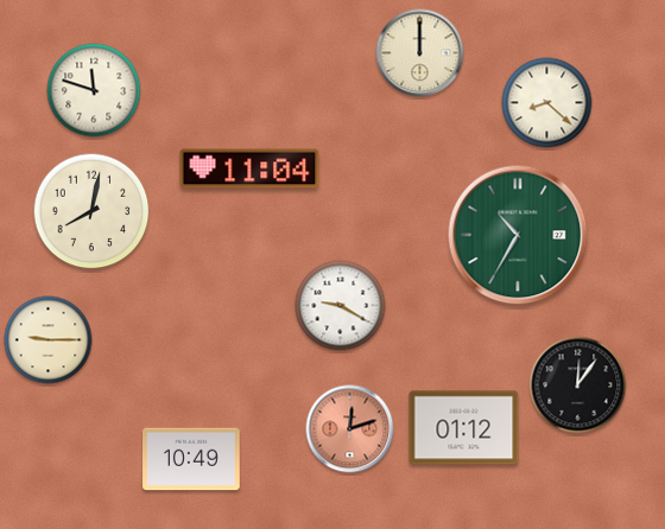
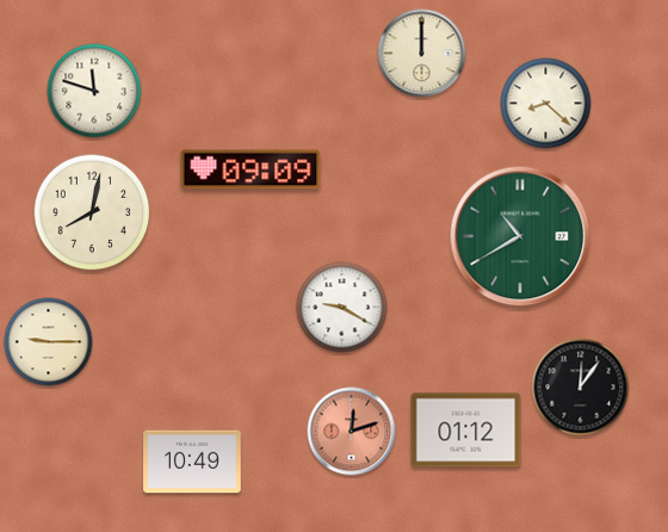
clock at (547, 103) position: (547, 103) -> (546, 104)
clock at (249, 168): 11:04 -> 09:09
clock at (518, 235): 10:35 -> 10:40
